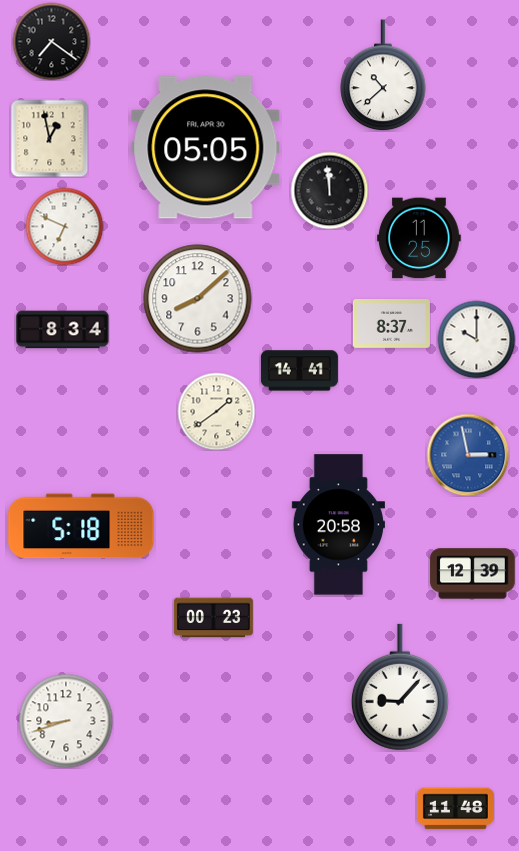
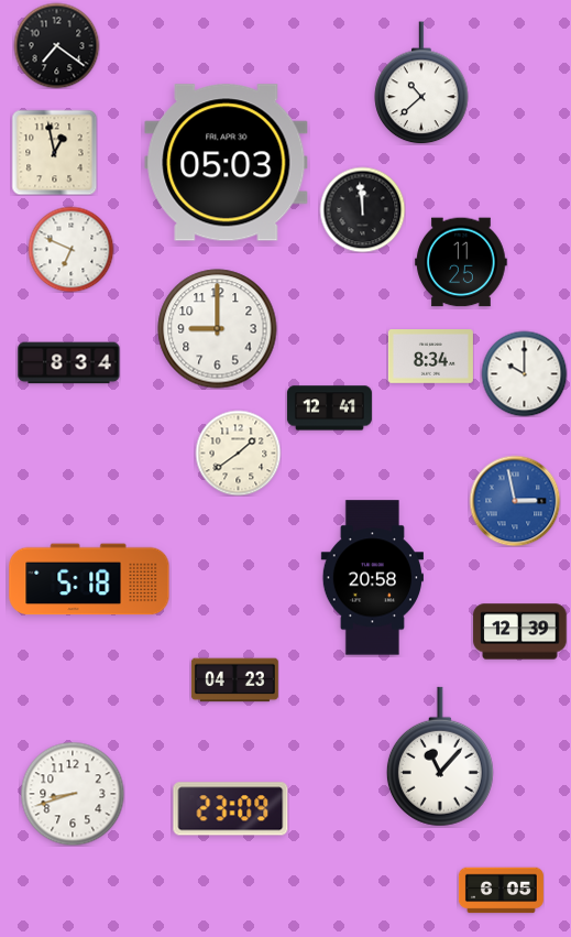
clock at (206, 148): 05:05 -> 05:03
clock at (198, 299): 8:08 -> 9:00
clock at (391, 324): 8:37 -> 8:34
clock at (299, 371): 14:41 -> 12:41
clock at (213, 618): 00:23 -> 04:23
clock at (400, 687): 9:07 -> 11:07
clock at (231, 809): none -> 23:09
clock at (455, 809): 11:48 -> 6:05
